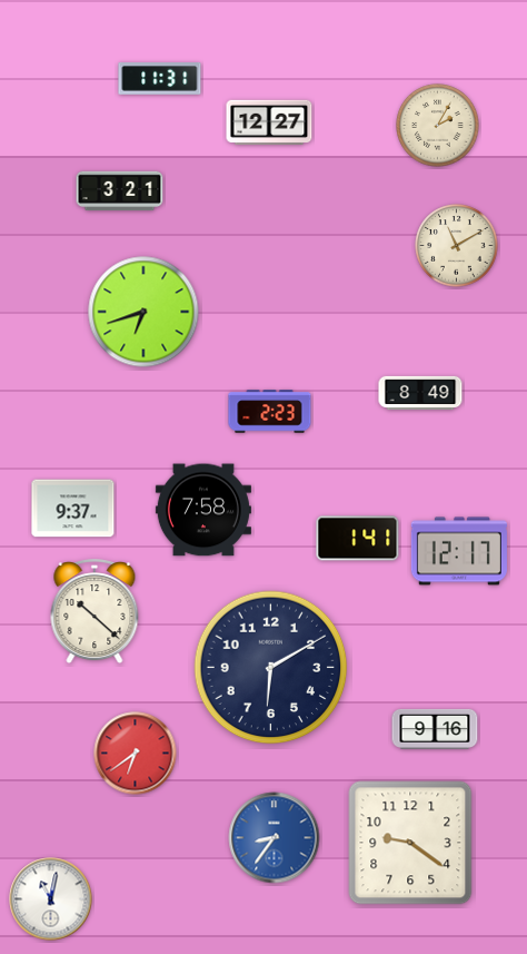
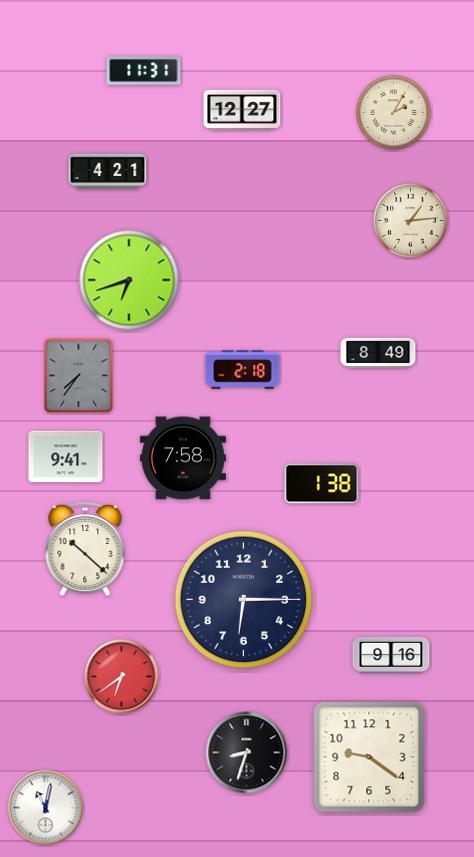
clock at (120, 191): 3:21 -> 4:21
clock at (457, 246): 11:10 -> 1:14
clock at (270, 412): 2:23 -> 2:18
clock at (79, 376): none -> 7:36
clock at (73, 509): 9:37 -> 9:41
clock at (358, 539): 1:41 -> 1:38
clock at (459, 551): 12:17 -> none
clock at (271, 668): 6:10 -> 6:15
clock at (275, 838): 8:36 -> 8:33
clock at (275, 838) dial: blue -> black
